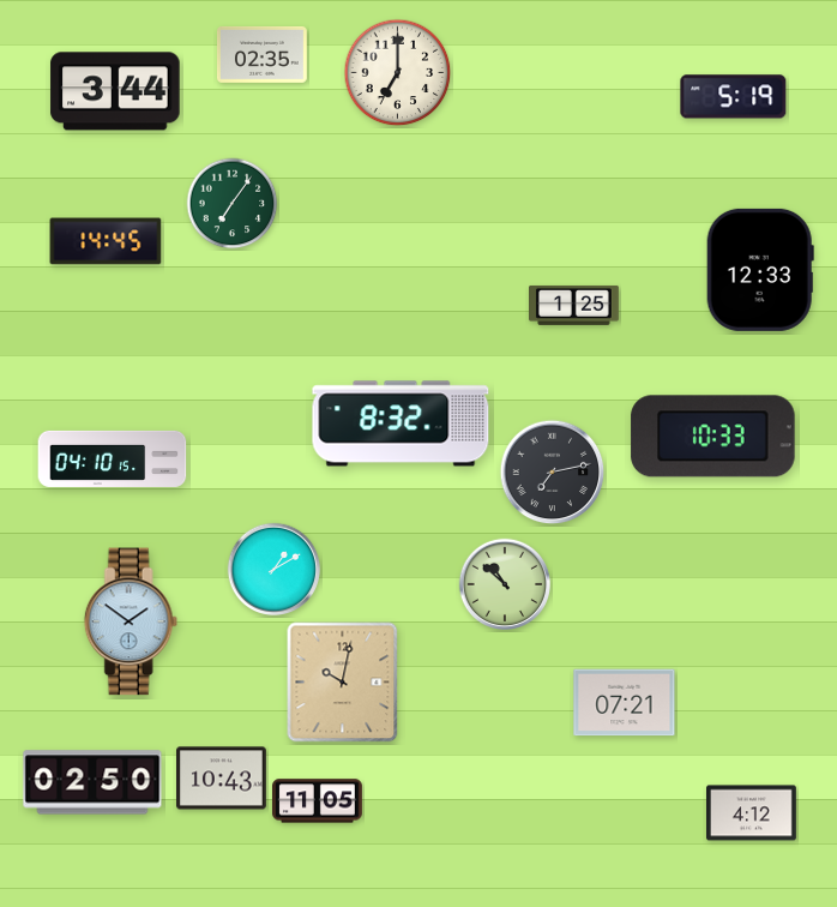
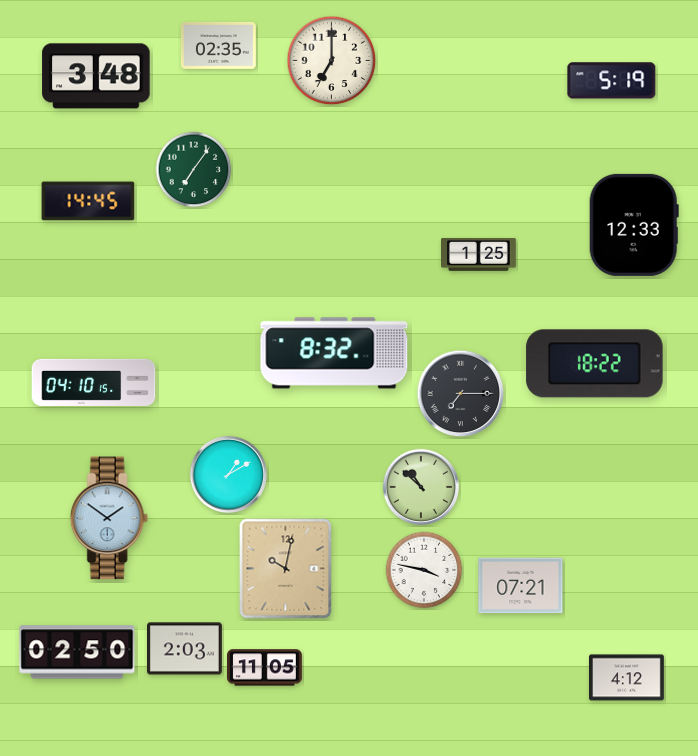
clock at (115, 91): 3:44 -> 3:48
clock at (713, 437): 10:33 -> 18:22
clock at (553, 473): 7:13 -> 7:15
clock at (424, 570): none -> 3:47
clock at (222, 779): 10:43 -> 2:03
